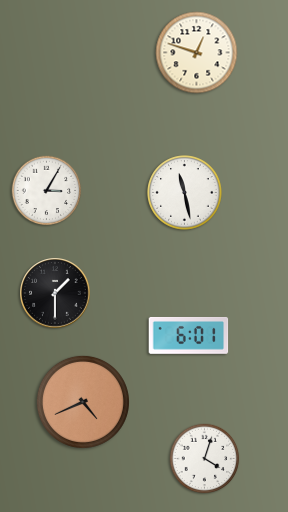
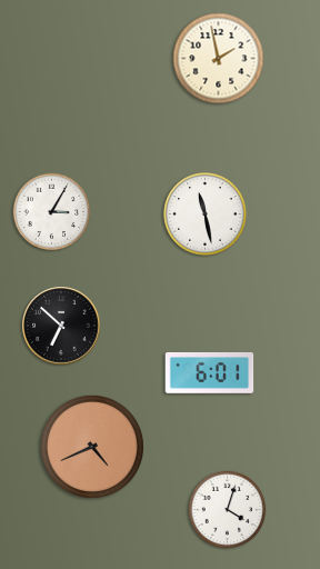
clock at (197, 53): 12:48 -> 1:58
clock at (55, 293): 1:30 -> 6:52
